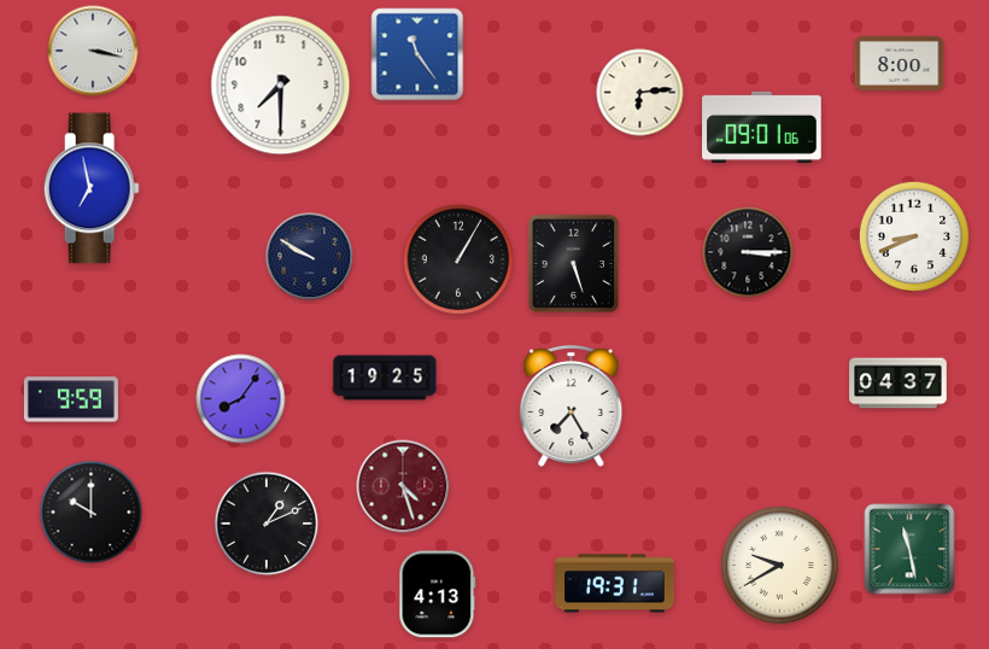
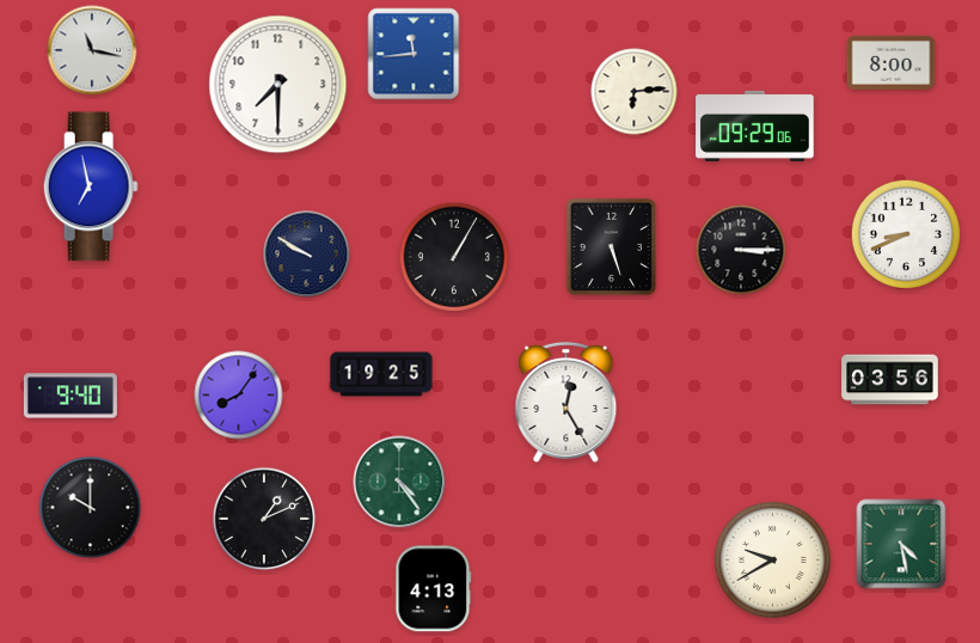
clock at (93, 51): 3:17 -> 11:17
clock at (417, 54): 11:24 -> 11:44
clock at (762, 127): 09:01 -> 09:29
clock at (574, 264) position: (574, 264) -> (612, 247)
clock at (899, 384): 04:37 -> 03:56
clock at (71, 399): 9:59 -> 9:40
clock at (572, 405): 7:25 -> 12:25
clock at (403, 486): 4:27 -> 4:24
clock at (403, 486) dial: burgundy -> green
clock at (909, 549): 11:28 -> 4:28
clock at (615, 584): 19:31 -> none
